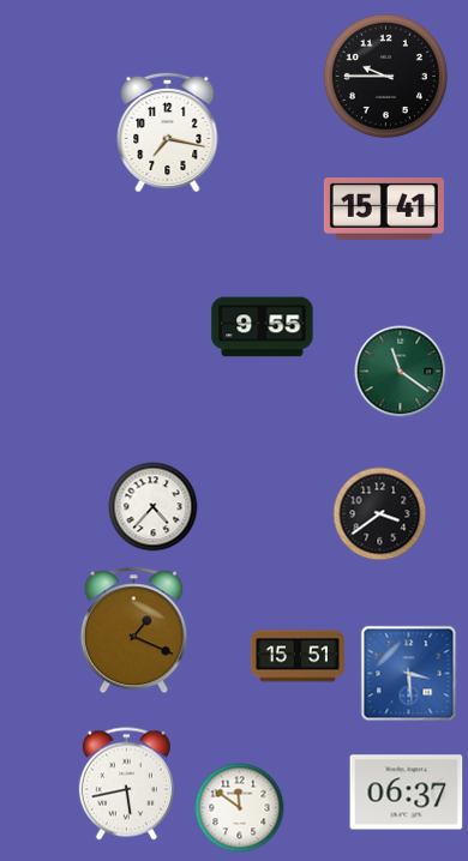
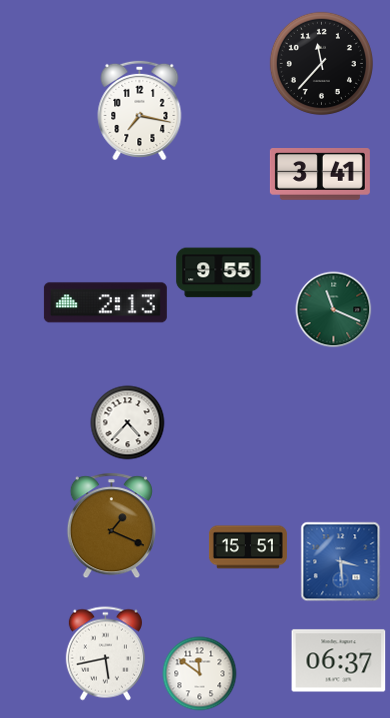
clock at (385, 76): 9:45 -> 11:37
clock at (384, 210): 15:41 -> 3:41
clock at (105, 303): none -> 2:13
clock at (401, 372): 11:21 -> 11:19
clock at (380, 514): 3:39 -> none
